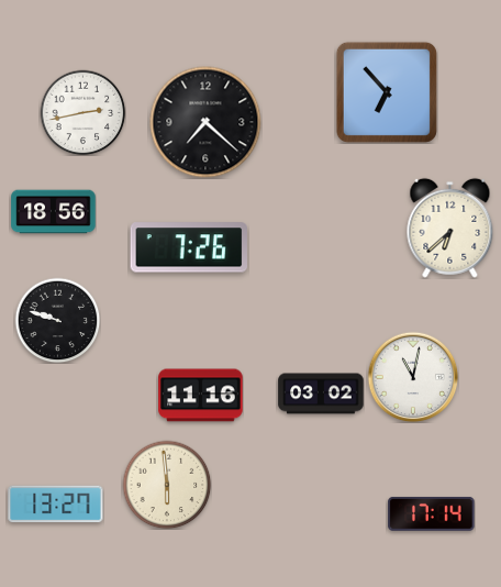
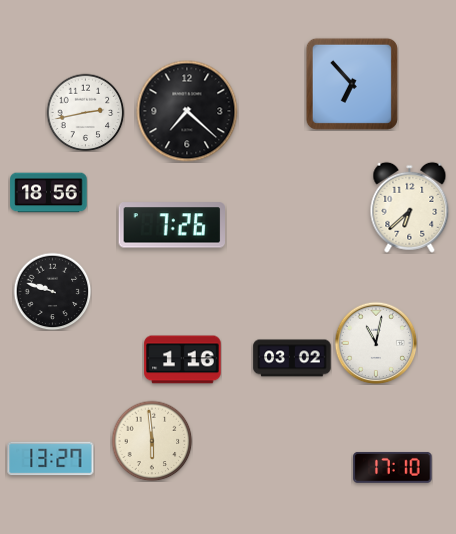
clock at (82, 112) position: (82, 112) -> (85, 112)
clock at (201, 396): 11:16 -> 1:16
clock at (432, 513): 17:14 -> 17:10
